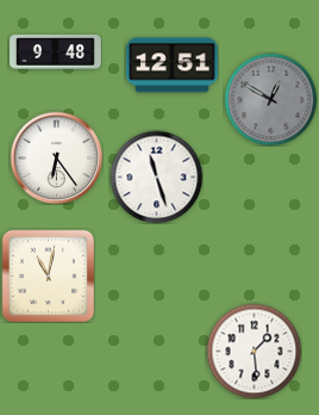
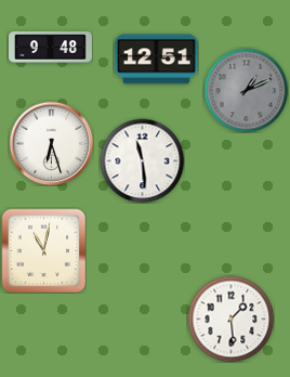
clock at (270, 99): 12:50 -> 1:11
clock at (56, 157): 6:24 -> 6:27
clock at (156, 176): 11:27 -> 11:29
